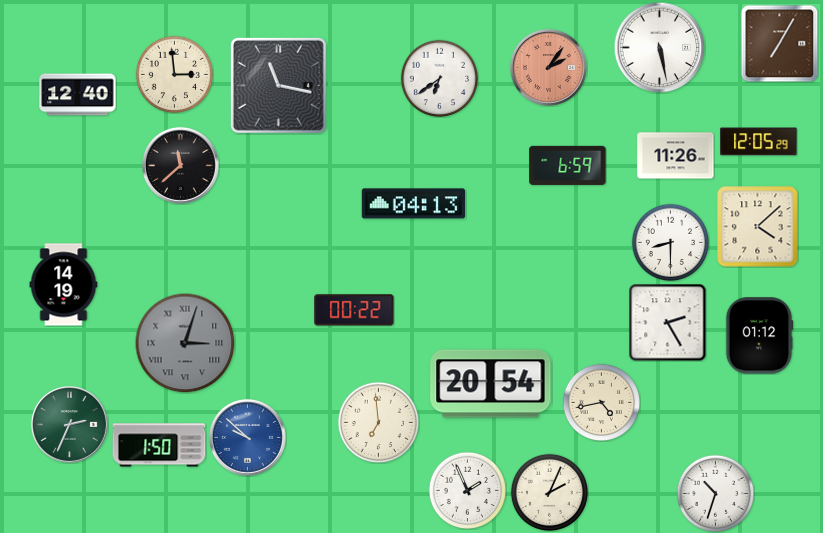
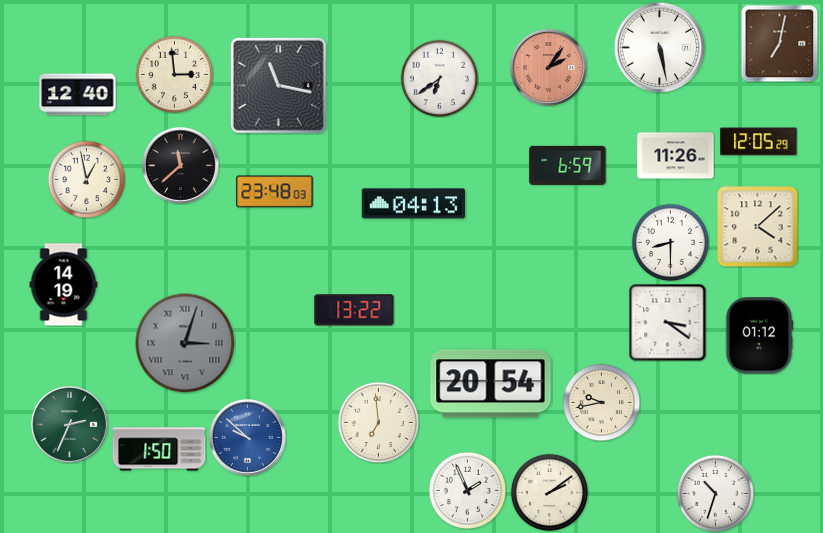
clock at (779, 43): 7:05 -> 7:02
clock at (86, 179): none -> 12:58
clock at (275, 192): none -> 23:48
clock at (354, 310): 00:22 -> 13:22
clock at (667, 322): 2:25 -> 3:21
clock at (601, 402): 4:43 -> 9:43
clock at (159, 445) position: (159, 445) -> (159, 449)
clock at (549, 492): 2:04 -> 2:09
